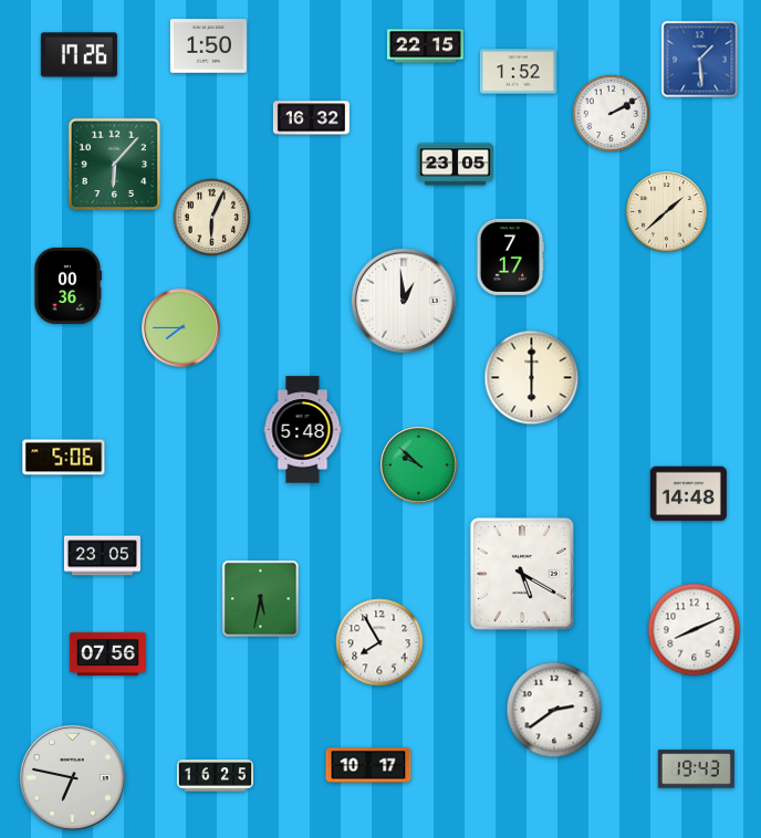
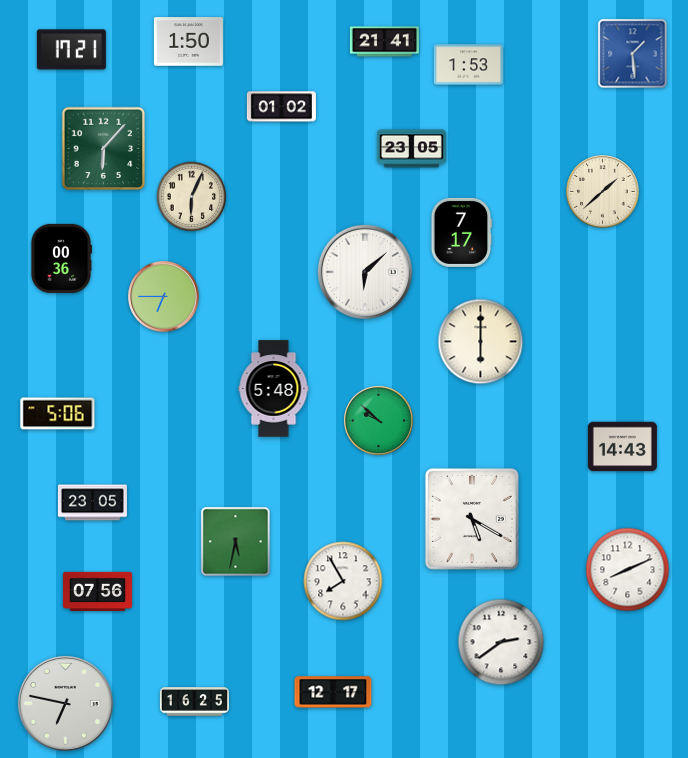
clock at (425, 46): 22:15 -> 21:41
clock at (79, 55): 17:26 -> 17:21
clock at (518, 72): 1:52 -> 1:53
clock at (612, 114): 2:10 -> none
clock at (311, 118): 16:32 -> 01:02
clock at (404, 301): 12:59 -> 6:08
clock at (181, 328): 7:45 -> 6:45
clock at (688, 494): 14:48 -> 14:43
clock at (368, 765): 10:17 -> 12:17
clock at (696, 769): 19:43 -> none
